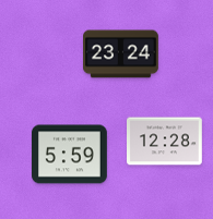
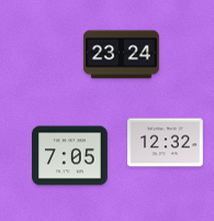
clock at (165, 142): 12:28 -> 12:32
clock at (70, 155): 5:59 -> 7:05
